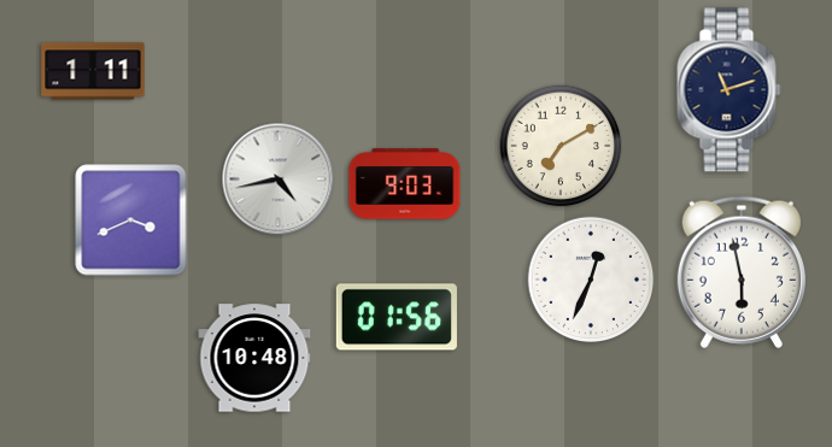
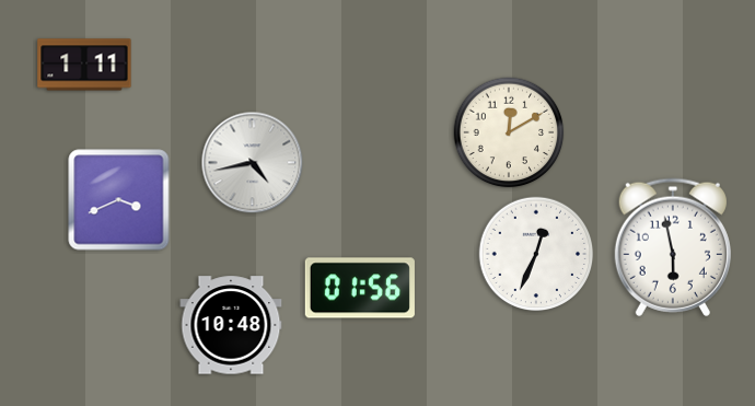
clock at (730, 90): 11:12 -> none
clock at (561, 146): 7:10 -> 12:10
clock at (405, 184): 9:03 -> none
